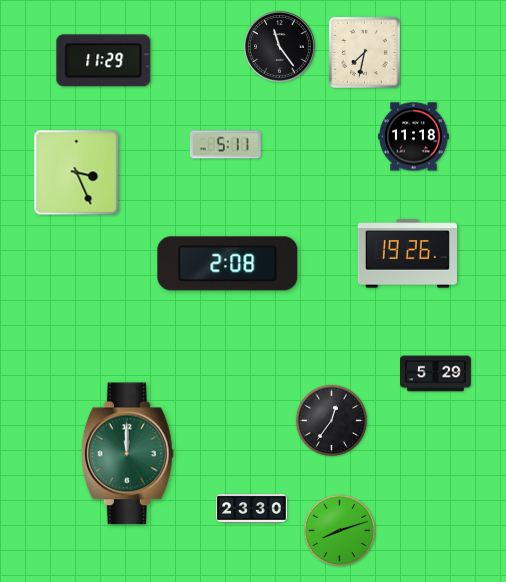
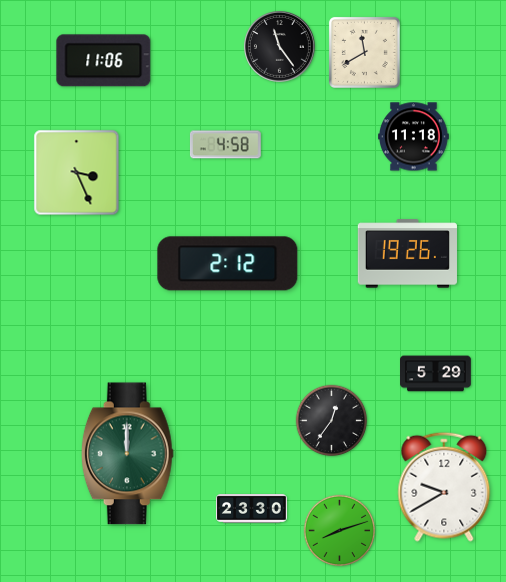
clock at (364, 52): 7:32 -> 11:40
clock at (104, 61): 11:29 -> 11:06
clock at (225, 145): 5:11 -> 4:58
clock at (228, 264): 2:08 -> 2:12
clock at (444, 487): none -> 9:40
